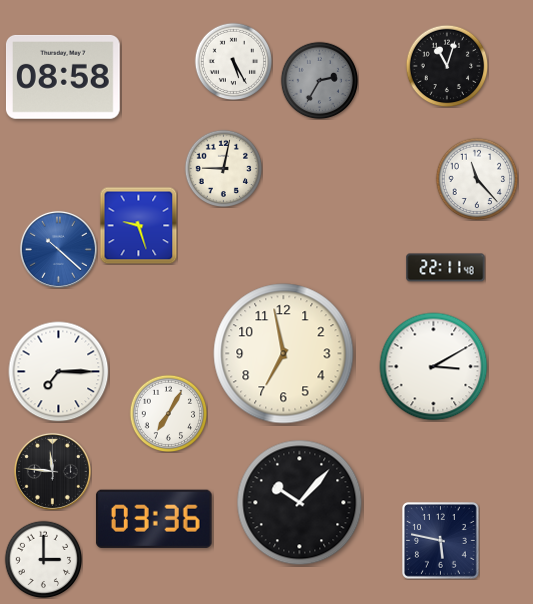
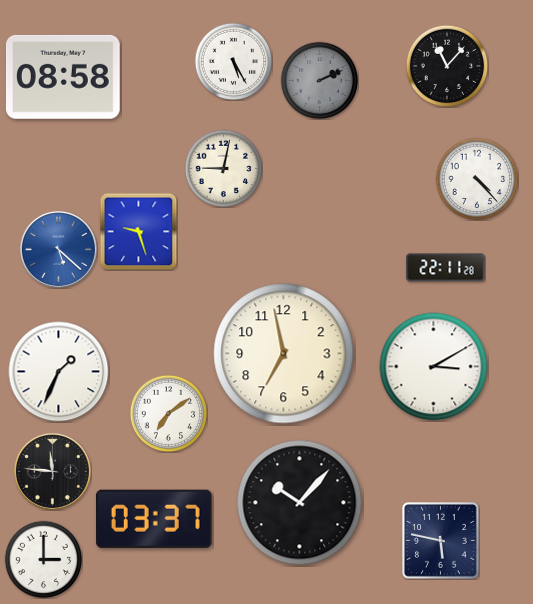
clock at (447, 66): 11:03 -> 11:07
clock at (319, 80): 2:35 -> 2:11
clock at (477, 179): 11:23 -> 4:23
clock at (138, 225) position: (138, 225) -> (138, 231)
clock at (58, 249): 10:22 -> 5:22
clock at (446, 268): 22:11:48 -> 22:11:28
clock at (59, 372): 7:15 -> 1:34
clock at (168, 413): 7:05 -> 7:09
clock at (154, 519): 03:36 -> 03:37
